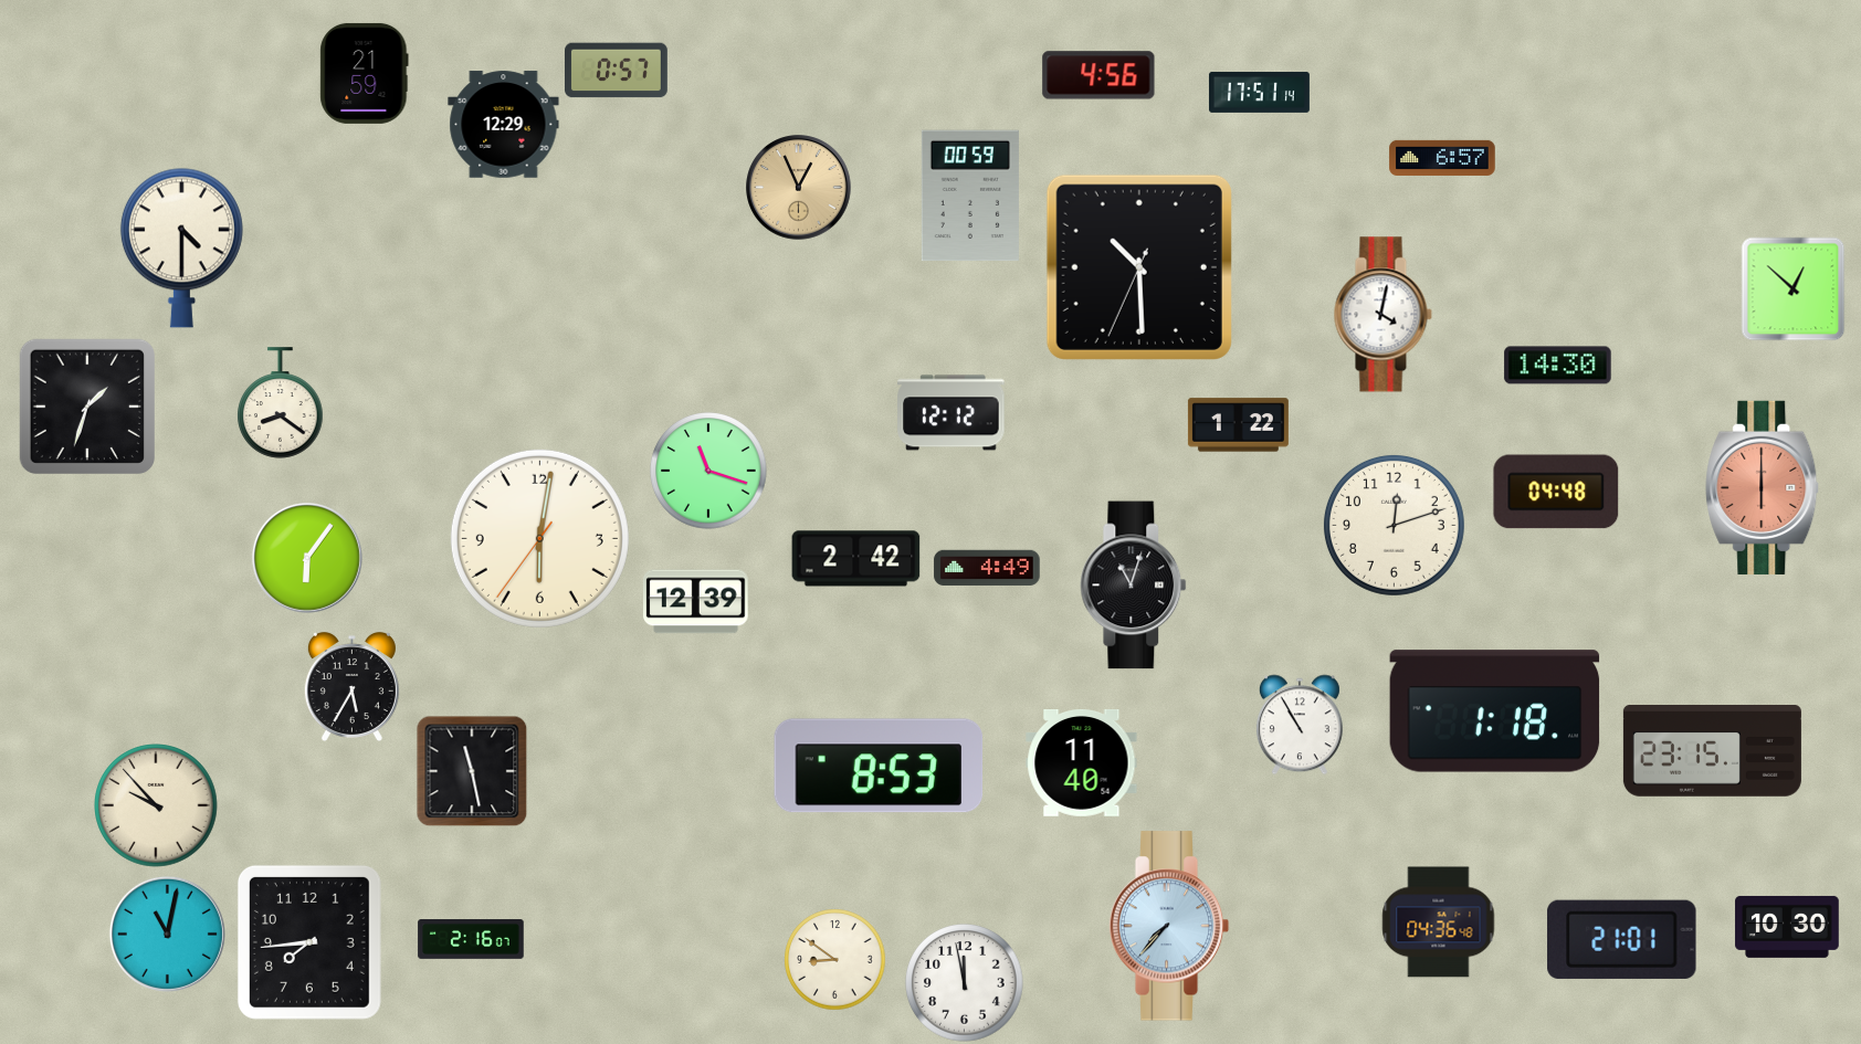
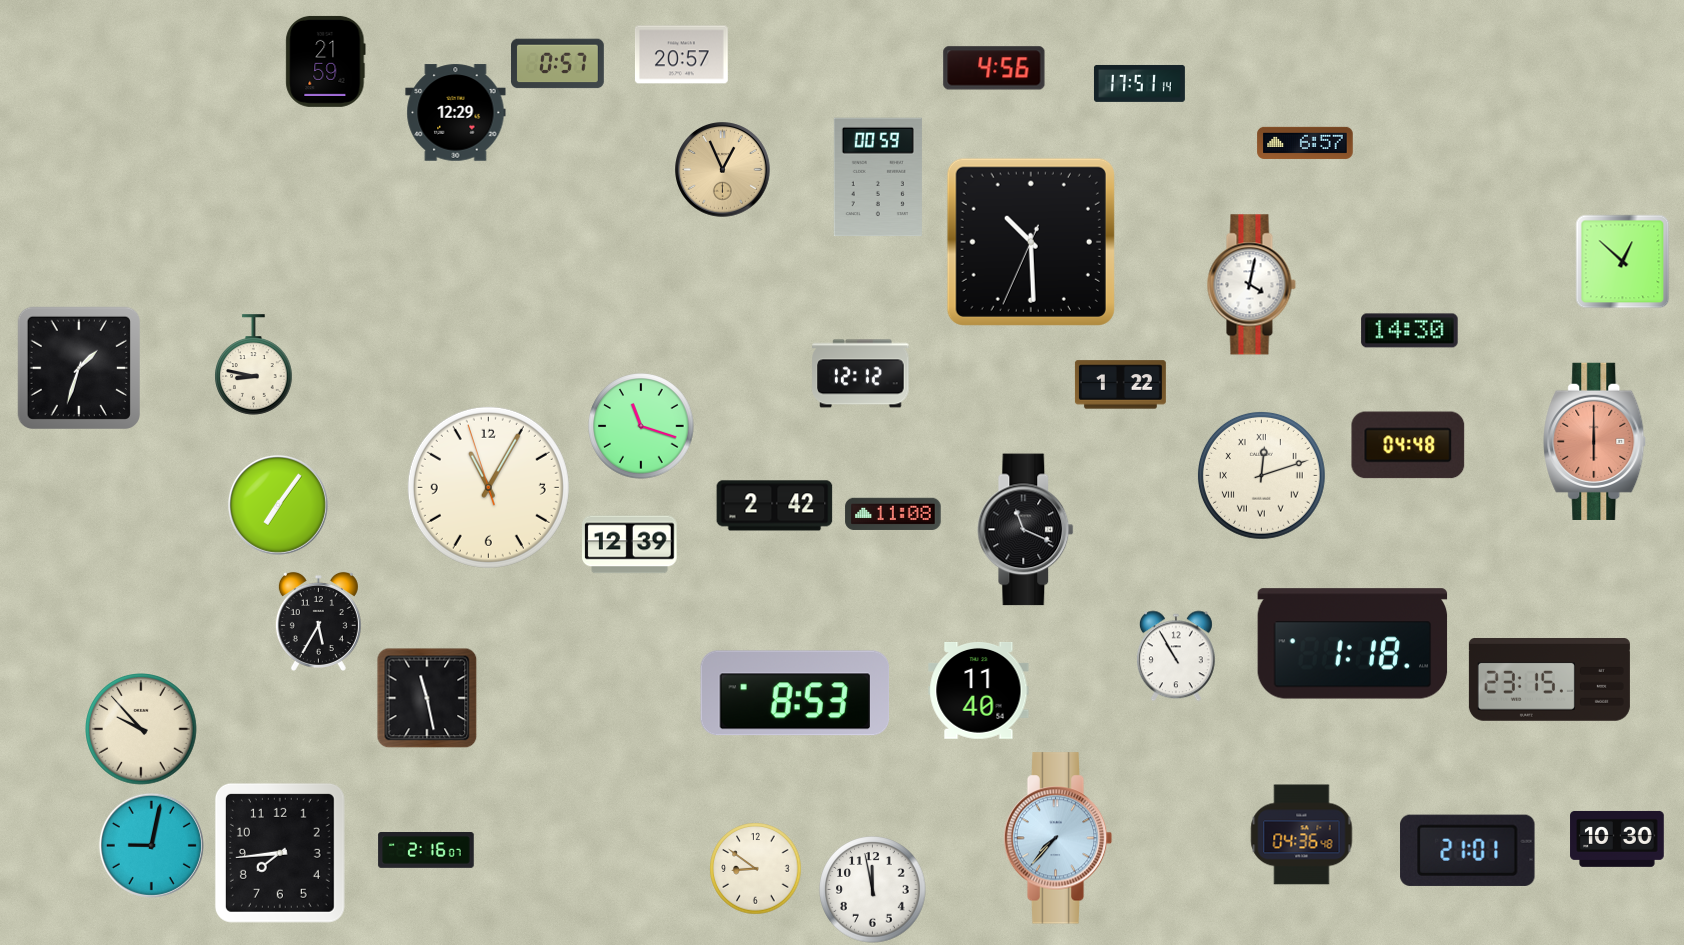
clock at (681, 55): none -> 20:57
clock at (365, 73) position: (365, 73) -> (326, 61)
clock at (181, 247): 4:30 -> none
clock at (281, 403): 8:21 -> 8:47
clock at (1394, 525) numerals: Arabic -> Roman
clock at (539, 538): 6:01 -> 11:04
clock at (307, 558): 6:06 -> 7:06
clock at (987, 568): 4:49 -> 11:08
clock at (1134, 586): 11:03 -> 11:19
clock at (167, 934): 11:02 -> 9:02
